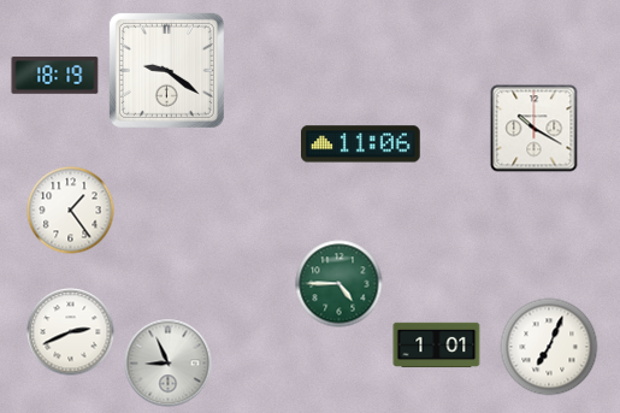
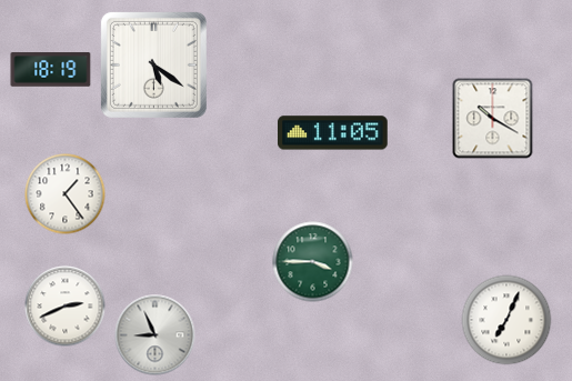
clock at (166, 70): 9:21 -> 5:21
clock at (361, 144): 11:06 -> 11:05
clock at (339, 284): 4:45 -> 3:45
clock at (437, 346): 1:01 -> none
